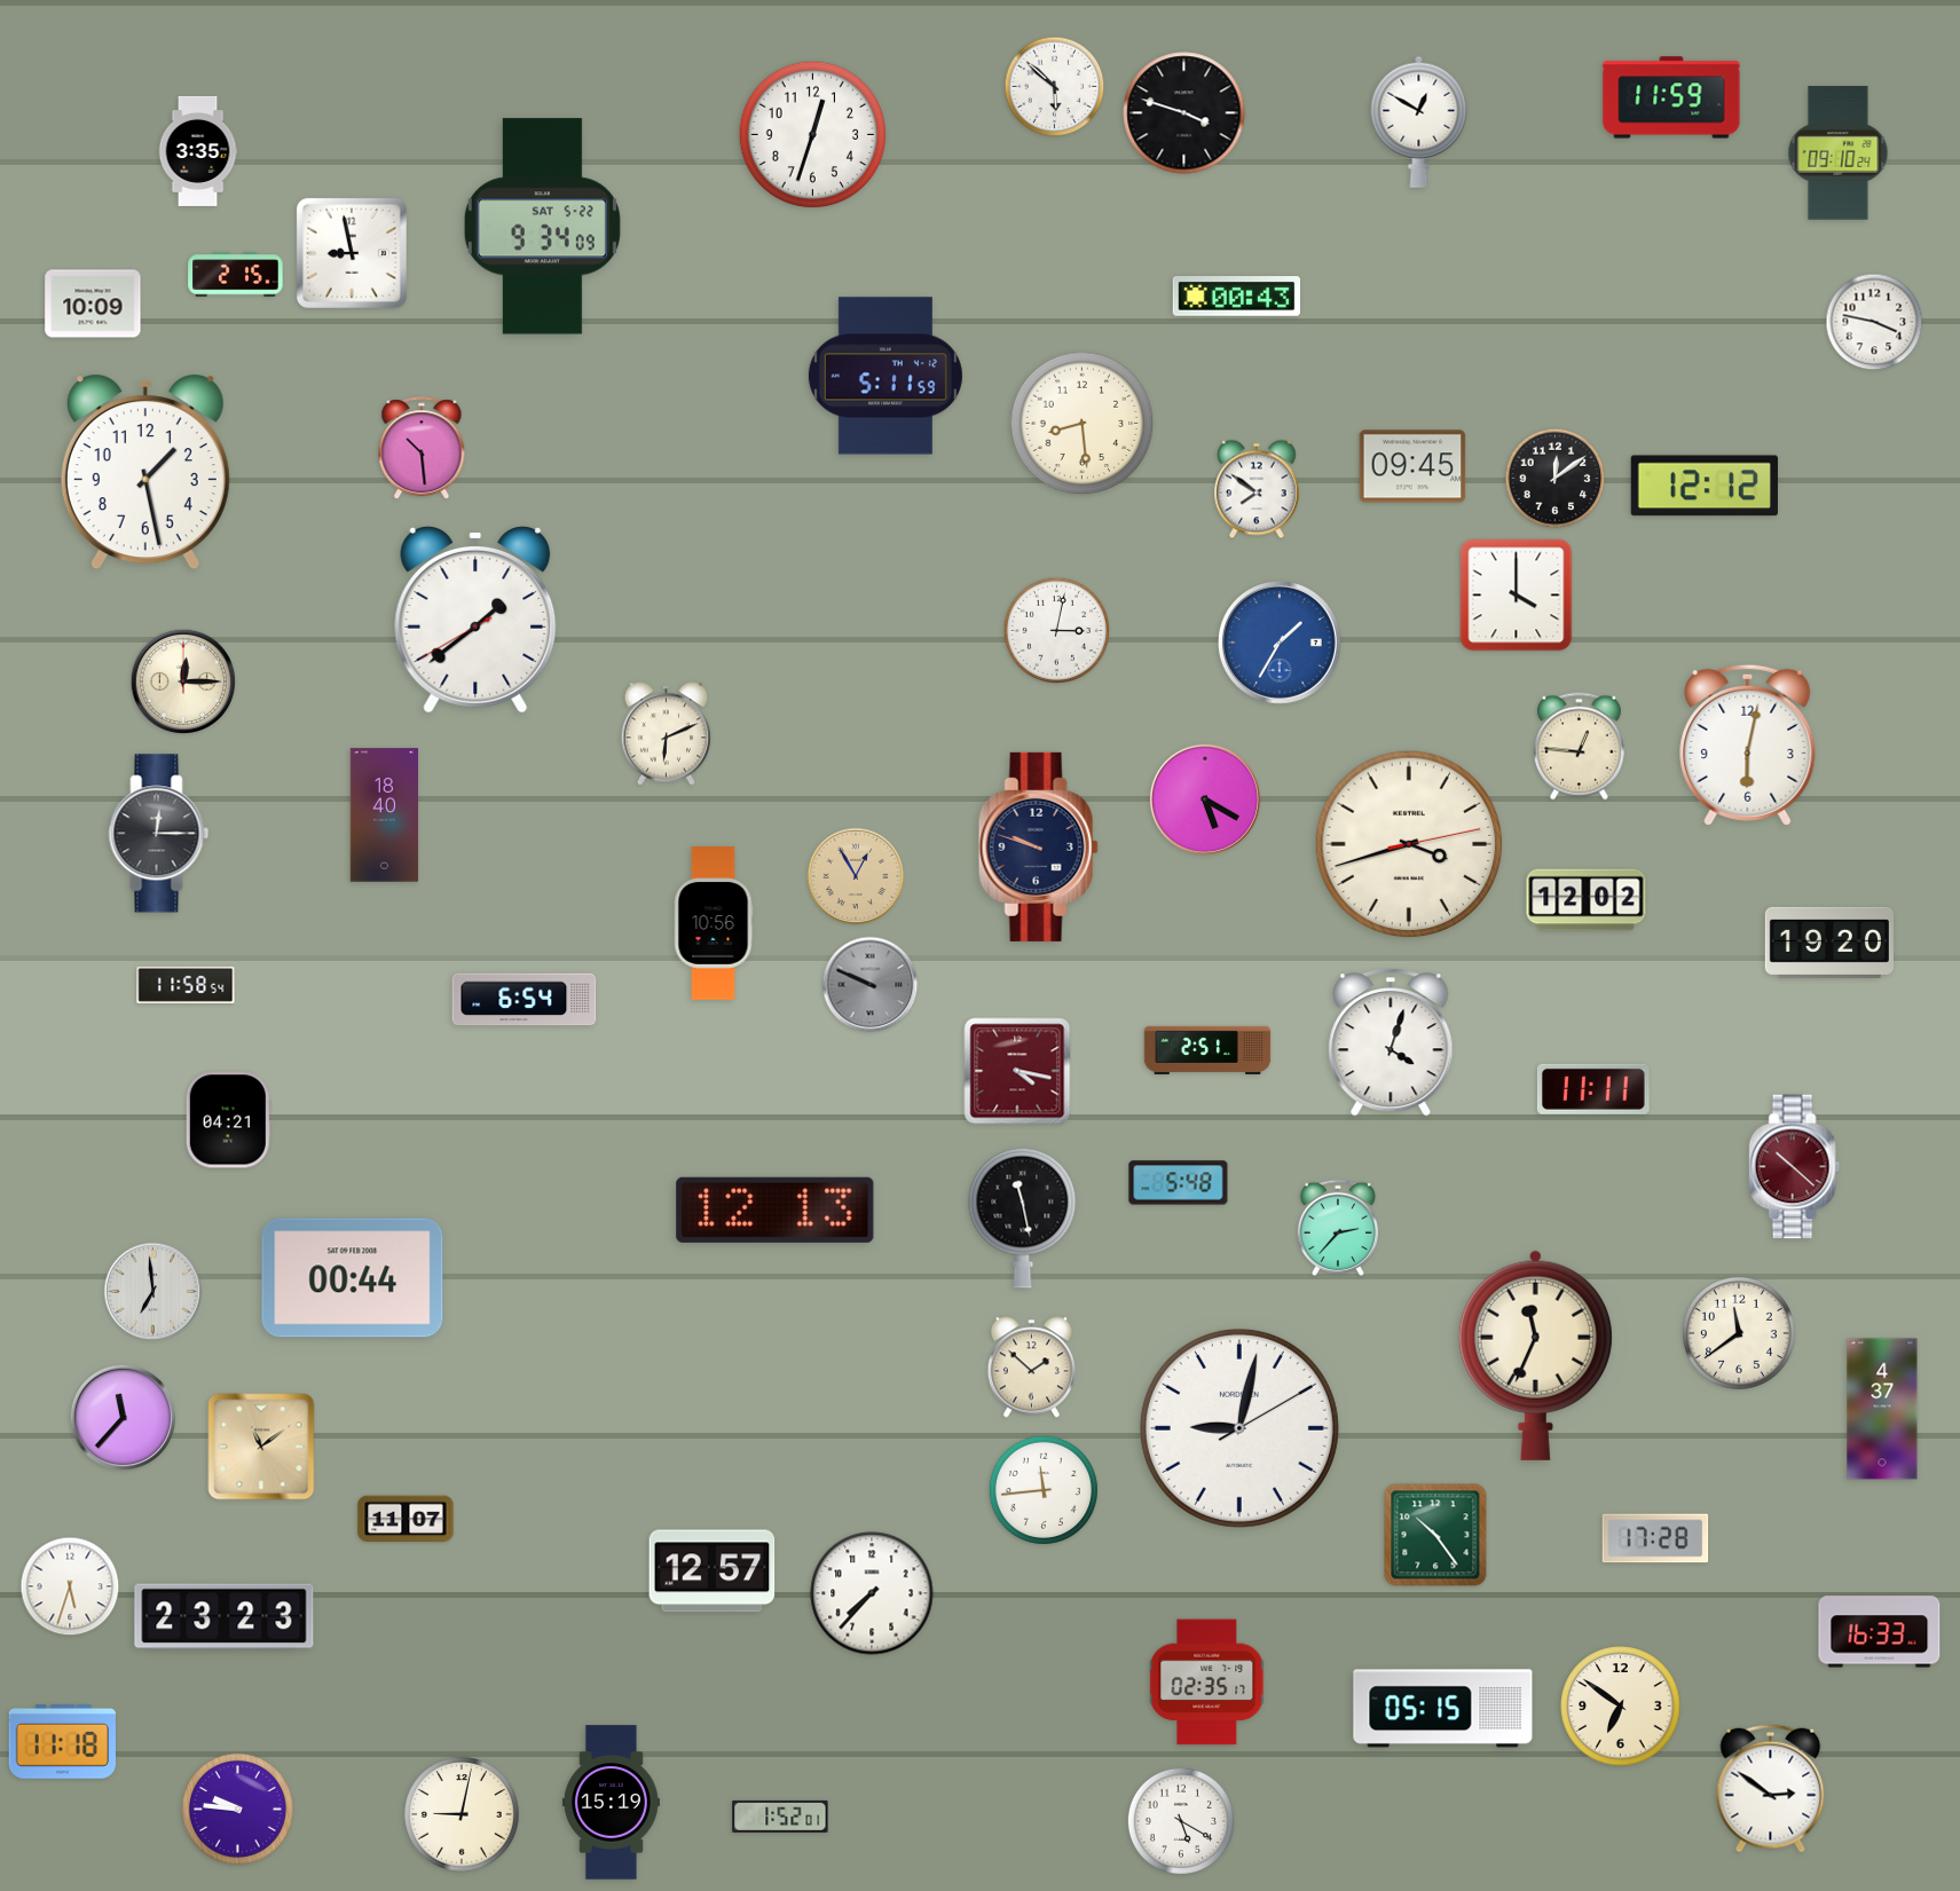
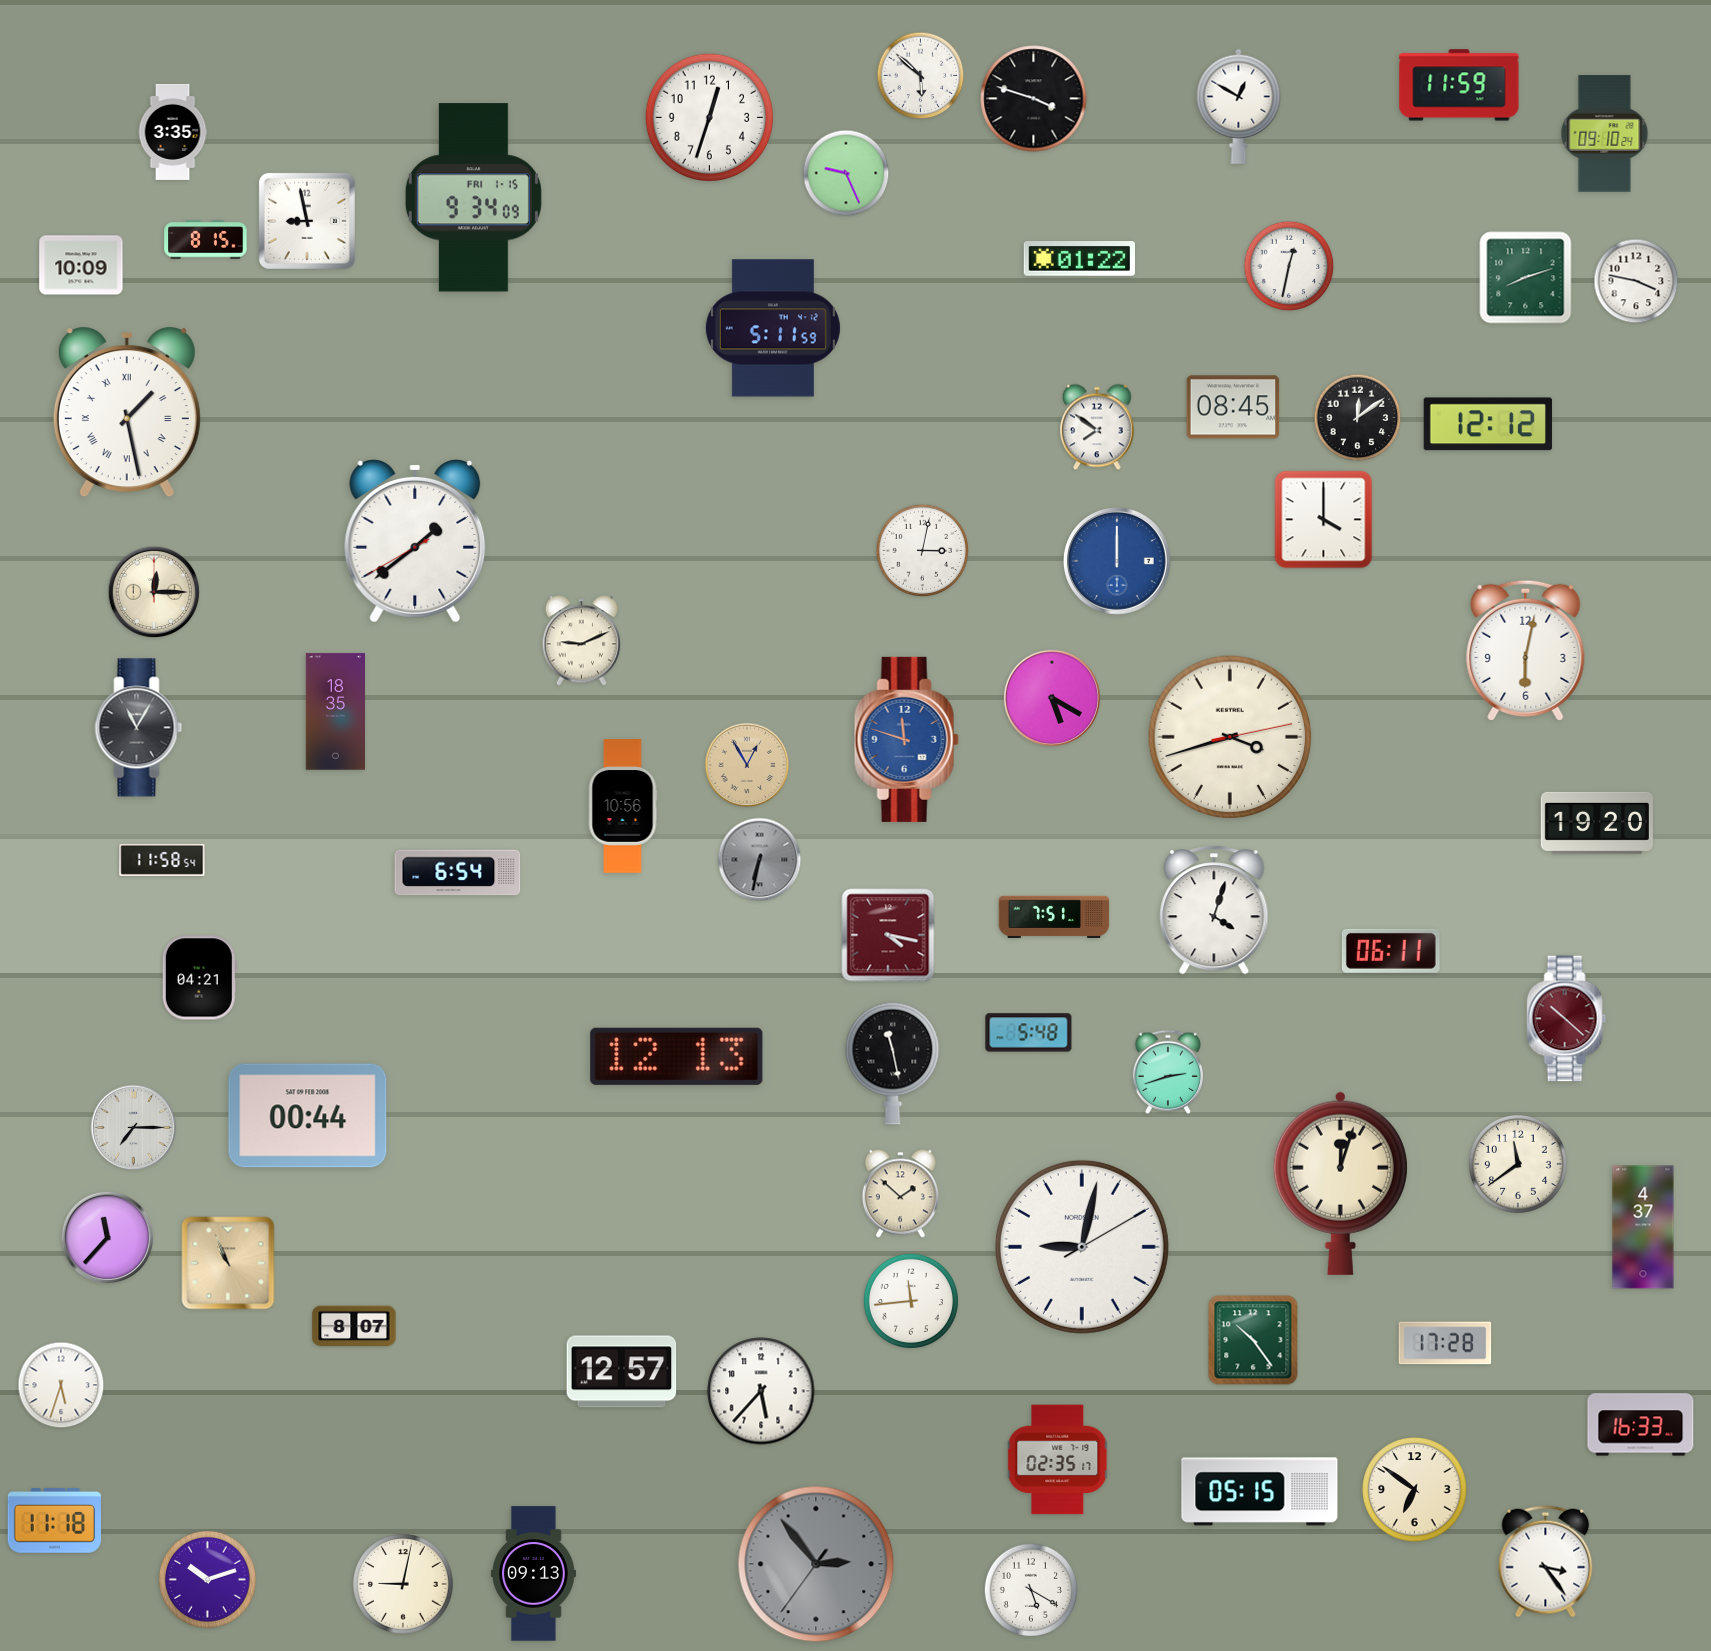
clock at (846, 173): none -> 9:26
clock at (542, 227) date: SAT 5-22 -> FRI 1-15
clock at (236, 275): 2:15 -> 8:15
clock at (1236, 297): 00:43 -> 01:22
clock at (1289, 266): none -> 12:32
clock at (1526, 278): none -> 8:12
clock at (1083, 424): 8:29 -> none
clock at (422, 449): 10:29 -> none
clock at (1412, 466): 09:45 -> 08:45
clock at (145, 472) numerals: Arabic -> Roman
clock at (1280, 643): 1:35 -> 12:00
clock at (183, 681) position: (183, 681) -> (154, 592)
clock at (667, 734): 6:11 -> 9:11
clock at (1579, 747): 12:46 -> none
clock at (384, 816): 18:40 -> 18:35
clock at (159, 834): 12:15 -> 11:05
clock at (1038, 846): 9:48 -> 11:48
clock at (1038, 846) dial: navy -> blue
clock at (1587, 900): 12:02 -> none
clock at (871, 985): 9:49 -> 6:32
clock at (1207, 1050): 2:51 -> 7:51
clock at (1593, 1089): 11:11 -> 06:11
clock at (1338, 1228): 2:37 -> 2:42
clock at (154, 1292): 6:59 -> 7:15
clock at (1535, 1355): 11:34 -> 12:03
clock at (1882, 1409) position: (1882, 1409) -> (1643, 1227)
clock at (261, 1447): 11:09 -> 10:56
clock at (406, 1519): 11:07 -> 8:07
clock at (872, 1593): 7:37 -> 5:37
clock at (225, 1617): 23:23 -> none
clock at (1207, 1683) position: (1207, 1683) -> (1058, 1460)
clock at (1771, 1789): 2:51 -> 3:24
clock at (816, 1564): none -> 2:53
clock at (611, 1803): 15:19 -> 09:13
clock at (237, 1809): 9:46 -> 10:12
clock at (780, 1817): 1:52 -> none
